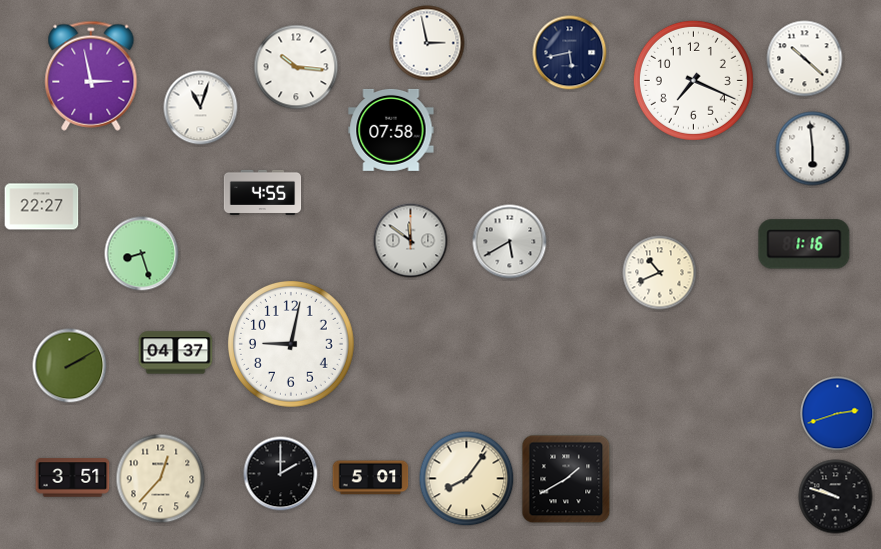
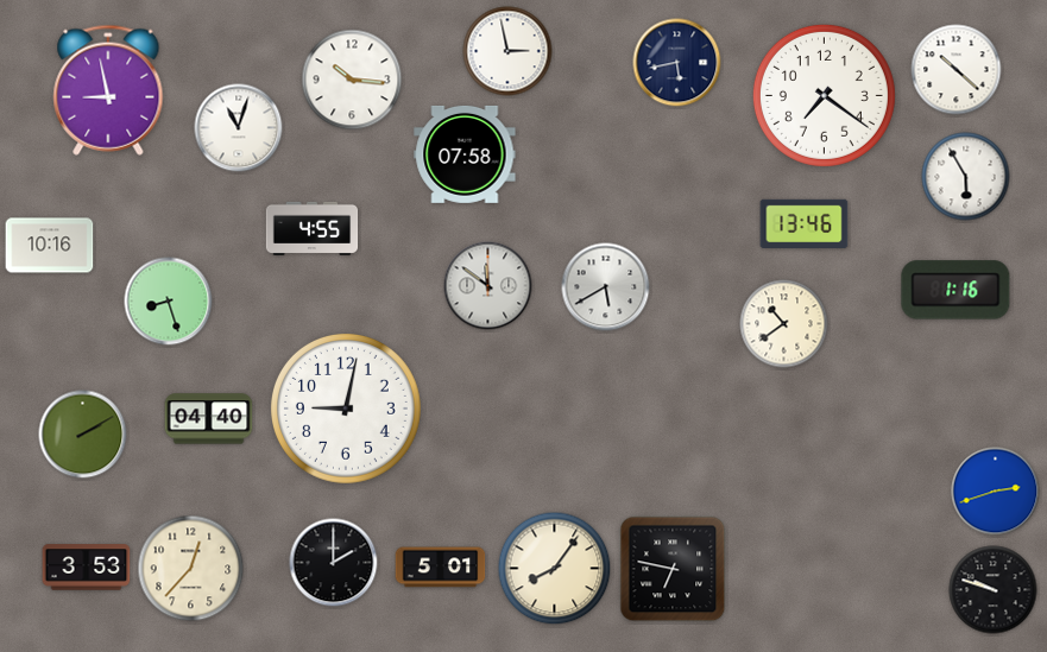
clock at (91, 76): 2:58 -> 8:58
clock at (693, 80): 7:19 -> 7:21
clock at (813, 149): 5:59 -> 5:55
clock at (805, 223): none -> 13:46
clock at (42, 207): 22:27 -> 10:16
clock at (660, 273): 10:41 -> 10:39
clock at (176, 353): 04:37 -> 04:40
clock at (73, 478): 3:51 -> 3:53
clock at (566, 479): 1:40 -> 6:47
